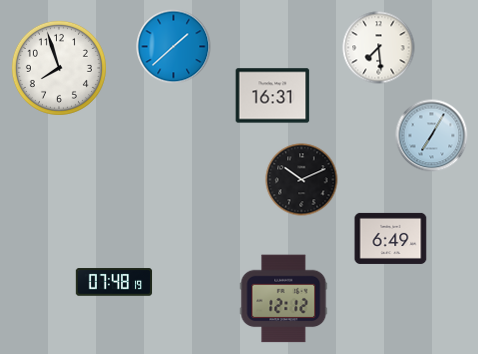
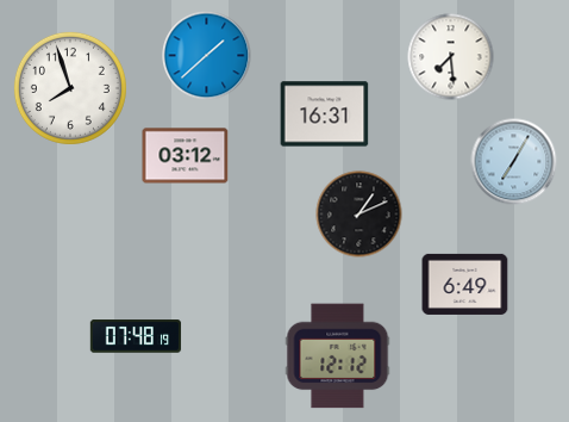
clock at (59, 68) position: (59, 68) -> (70, 88)
clock at (186, 156): none -> 03:12
clock at (302, 180): 10:11 -> 1:11
